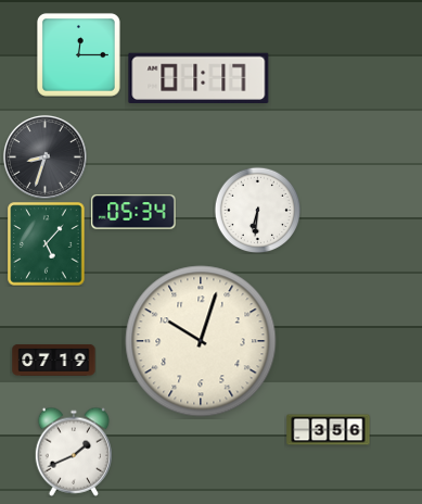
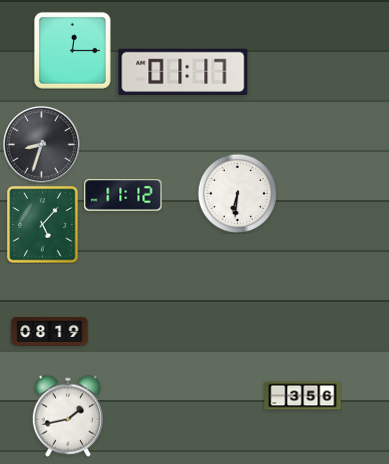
clock at (133, 212): 05:34 -> 11:12
clock at (201, 341): 10:03 -> none
clock at (54, 360): 07:19 -> 08:19
clock at (73, 452): 1:41 -> 1:43
